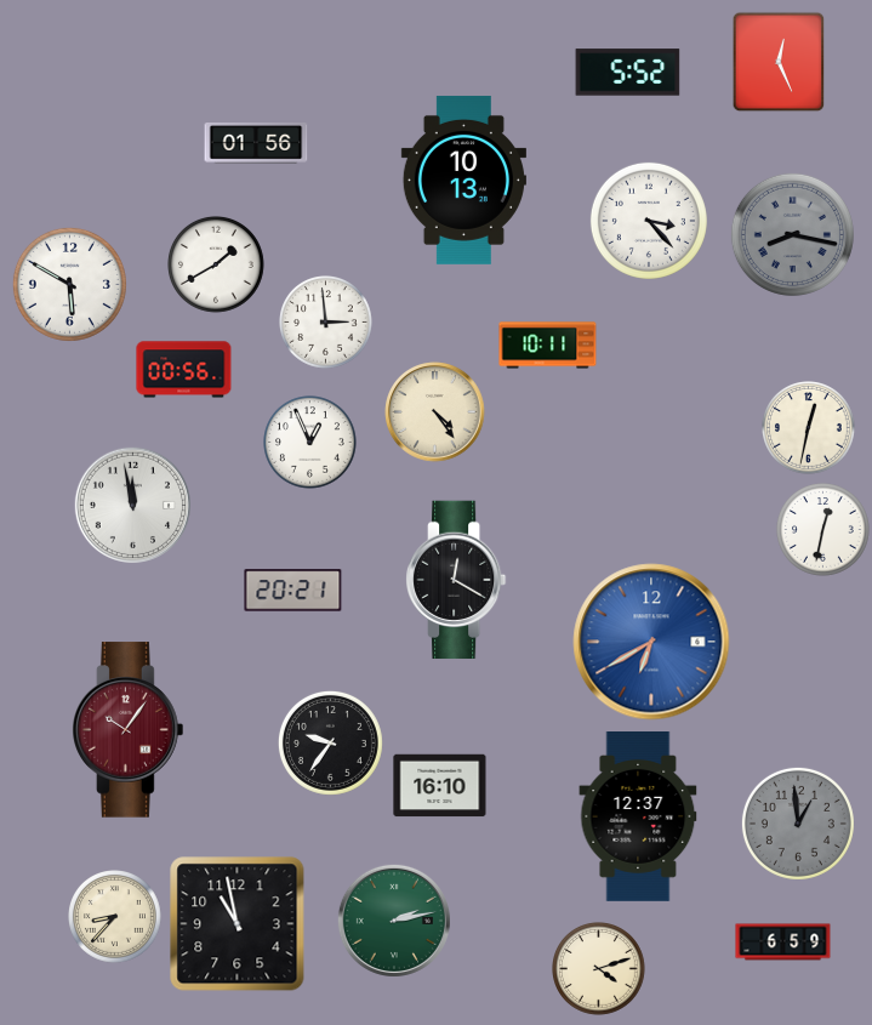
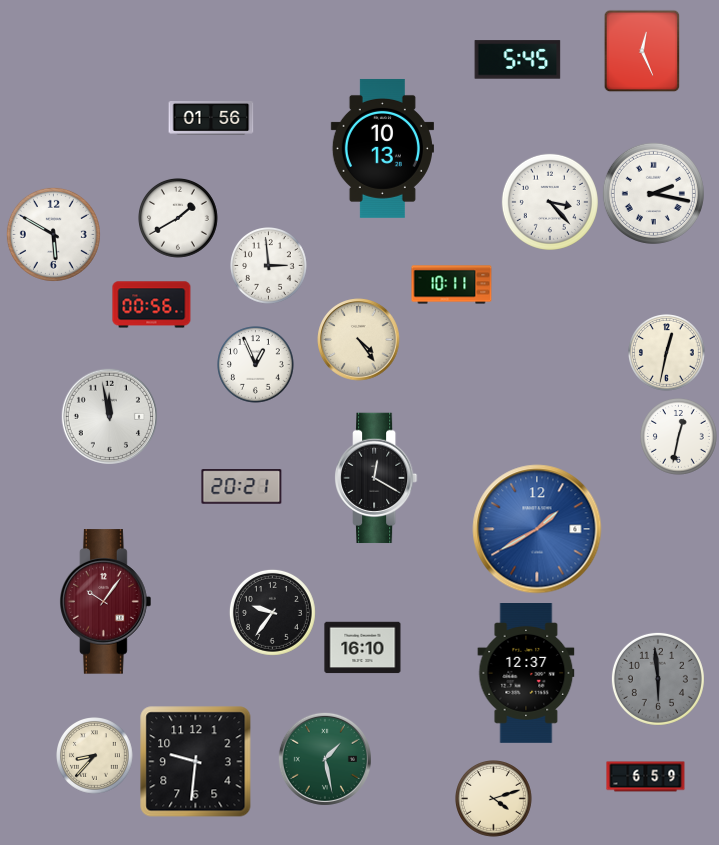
clock at (628, 73): 5:52 -> 5:45
clock at (649, 221) position: (649, 221) -> (550, 202)
clock at (792, 234): 8:17 -> 2:17
clock at (792, 234) dial: grey -> white
clock at (69, 284) position: (69, 284) -> (53, 234)
clock at (651, 642): 6:40 -> 1:40
clock at (798, 824): 12:59 -> 5:59
clock at (394, 921): 2:13 -> 1:28
clock at (238, 924): 10:58 -> 9:31
